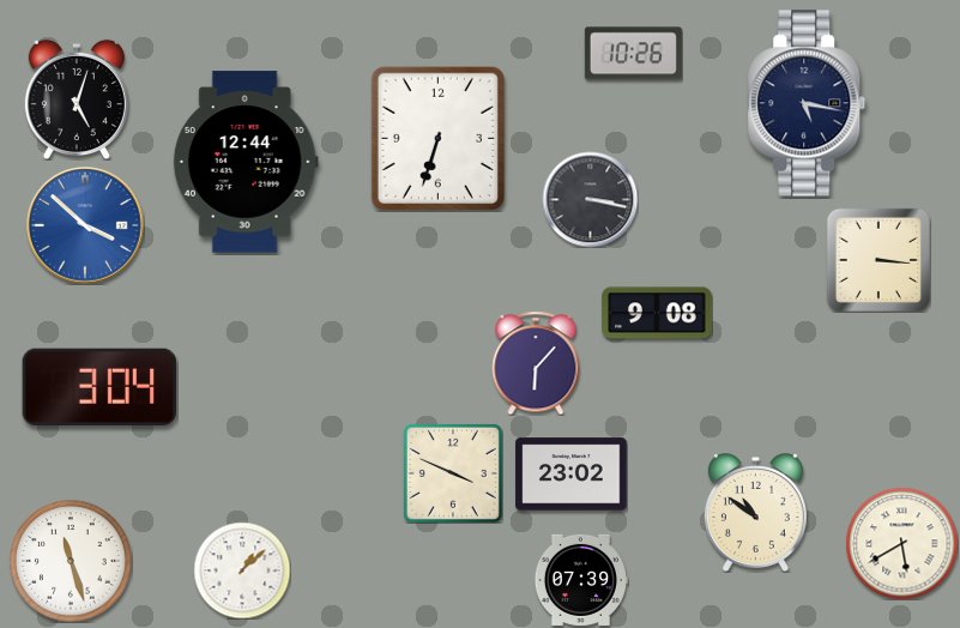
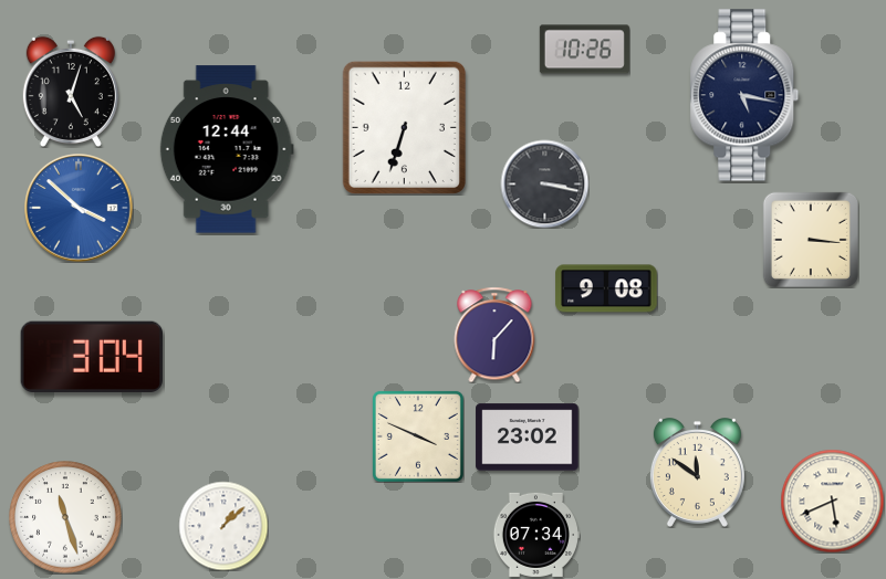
clock at (755, 513): 10:51 -> 11:51
clock at (901, 543): 5:40 -> 5:41
clock at (580, 580): 07:39 -> 07:34
